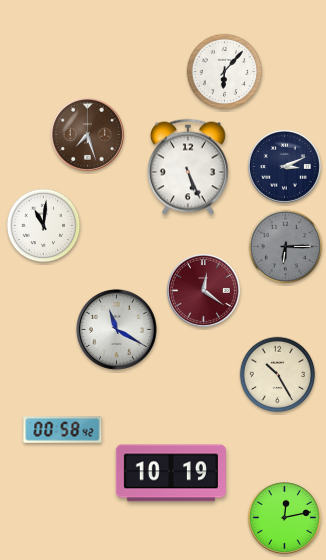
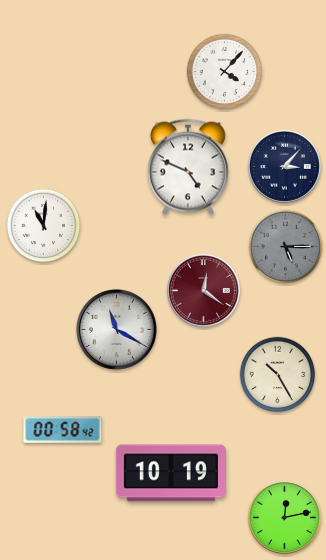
clock at (225, 72): 6:07 -> 4:07
clock at (87, 134): 7:27 -> none
clock at (284, 166): 3:11 -> 3:07
clock at (188, 167): 5:26 -> 4:49
clock at (286, 247): 6:15 -> 5:15
